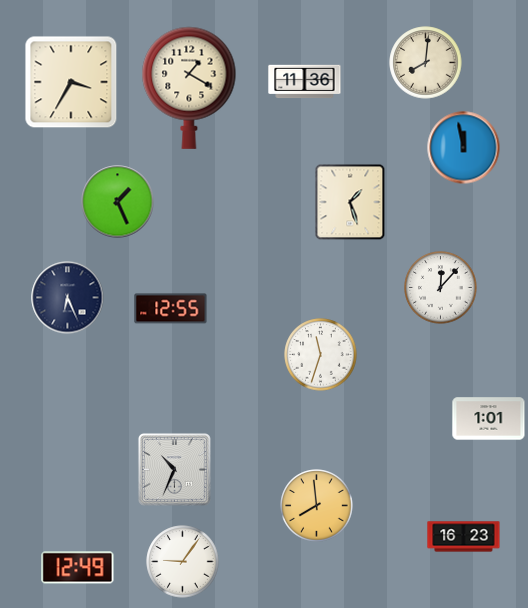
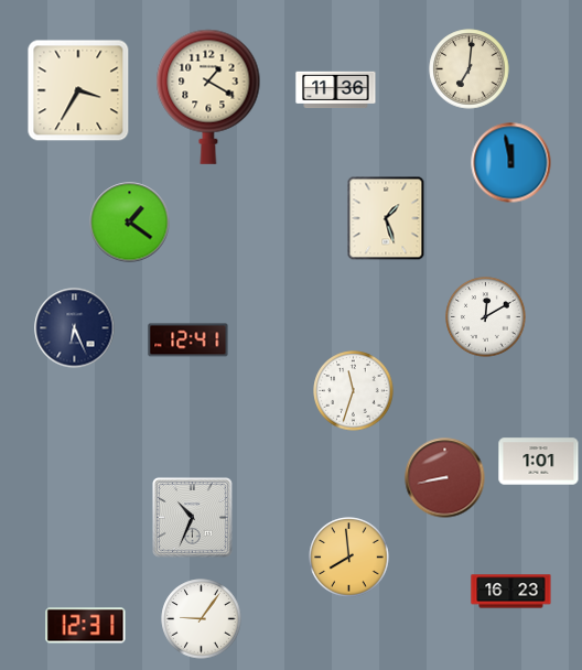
clock at (426, 63): 8:01 -> 7:01
clock at (118, 202): 1:26 -> 1:21
clock at (350, 202) position: (350, 202) -> (386, 218)
clock at (441, 288): 12:07 -> 12:10
clock at (171, 309): 12:55 -> 12:41
clock at (445, 478): none -> 8:43
clock at (78, 568): 12:49 -> 12:31
